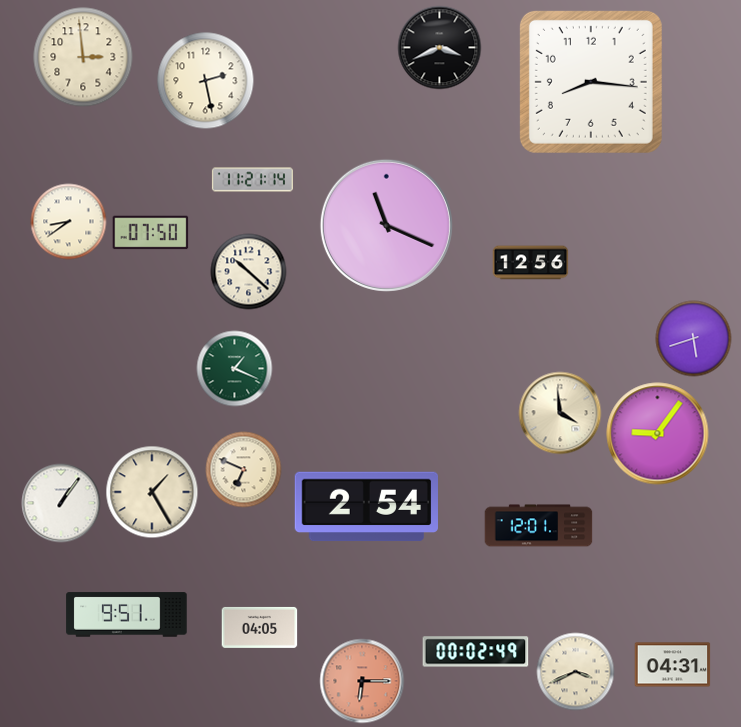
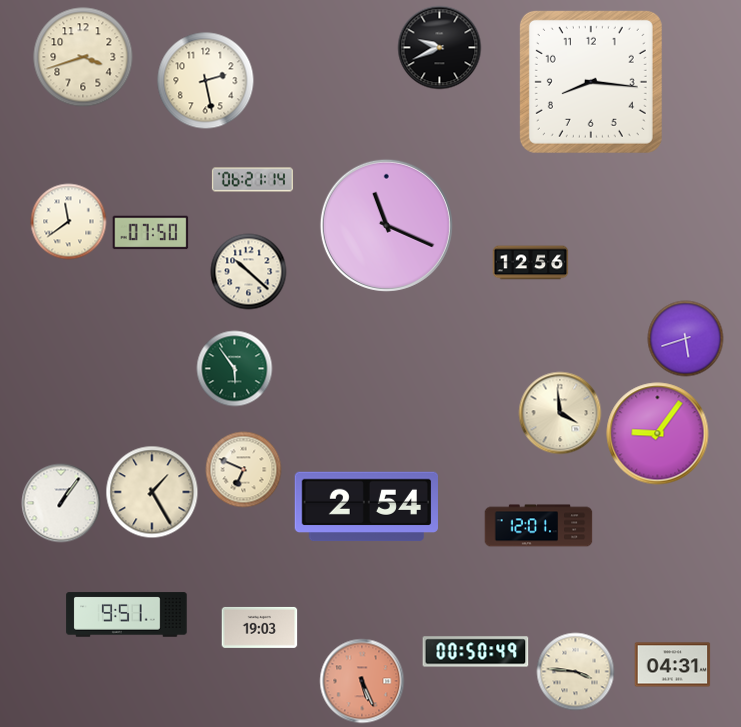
clock at (440, 48): 3:41 -> 9:41
clock at (83, 57): 2:59 -> 3:42
clock at (252, 180): 11:21 -> 06:21
clock at (69, 222): 8:39 -> 11:39
clock at (694, 339) position: (694, 339) -> (686, 339)
clock at (235, 369): 1:19 -> 5:54
clock at (260, 627): 04:05 -> 19:03
clock at (476, 652): 00:02 -> 00:50
clock at (576, 672): 3:41 -> 3:46
clock at (362, 681): 6:15 -> 5:26
